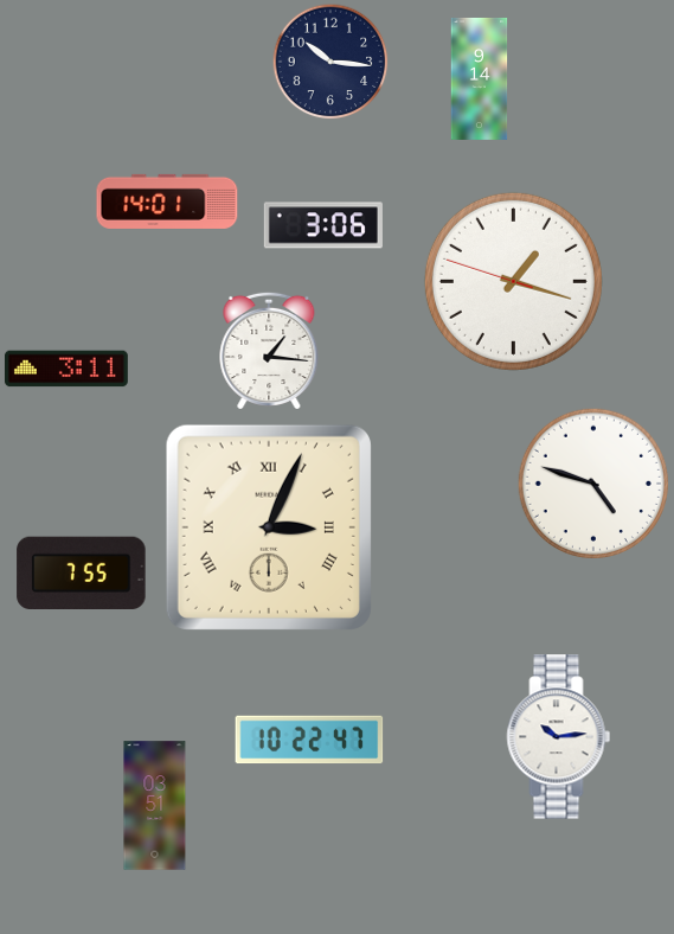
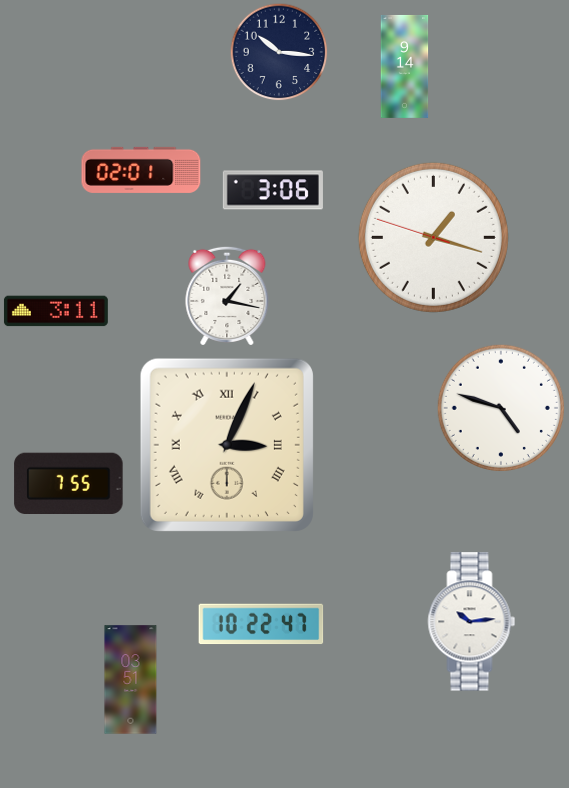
clock at (167, 201): 14:01 -> 02:01
clock at (269, 351): 1:16 -> 1:17
